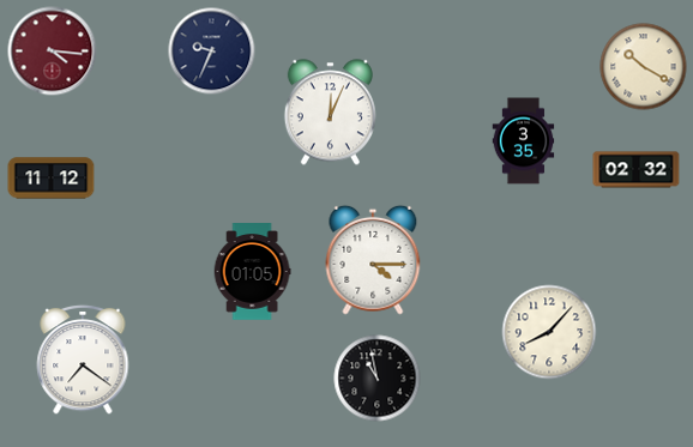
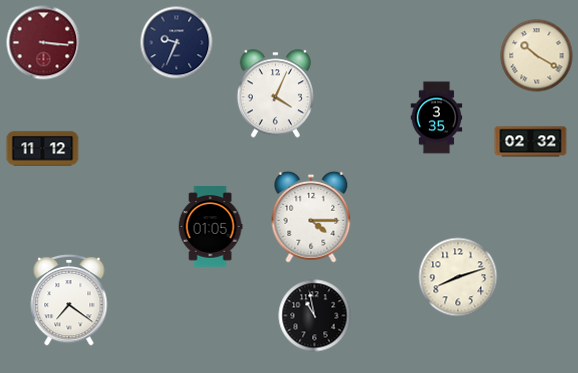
clock at (53, 52): 4:16 -> 3:16
clock at (330, 113): 12:04 -> 4:04
clock at (549, 332): 8:07 -> 8:12
